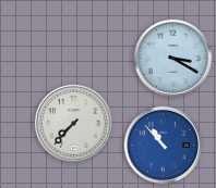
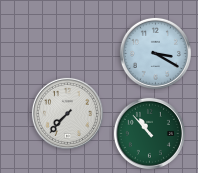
clock at (172, 58) position: (172, 58) -> (155, 53)
clock at (163, 145) dial: blue -> green
